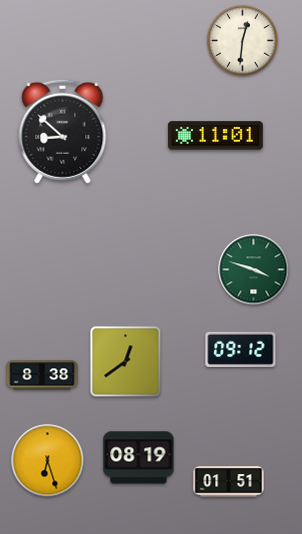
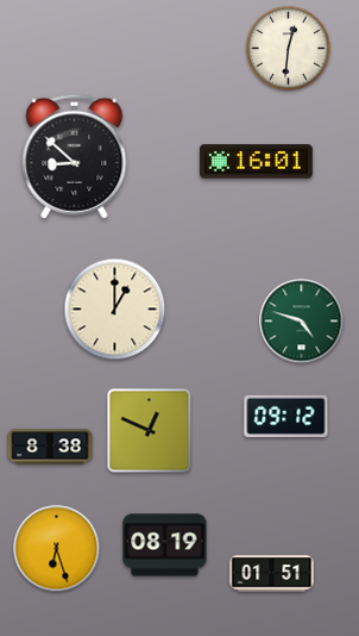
clock at (215, 136): 11:01 -> 16:01
clock at (115, 310): none -> 1:00
clock at (254, 270): 3:48 -> 4:48
clock at (126, 362): 12:39 -> 12:49
